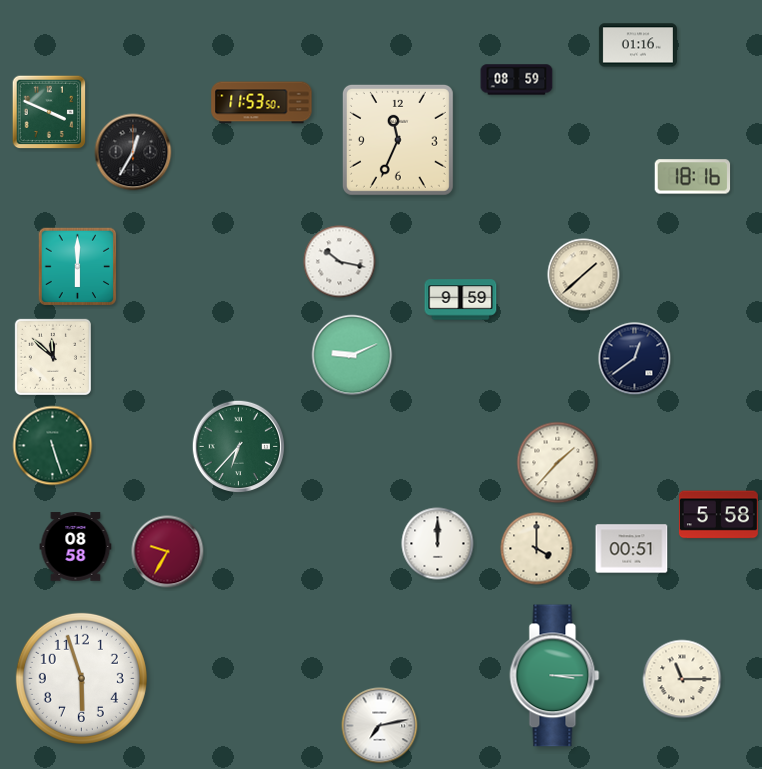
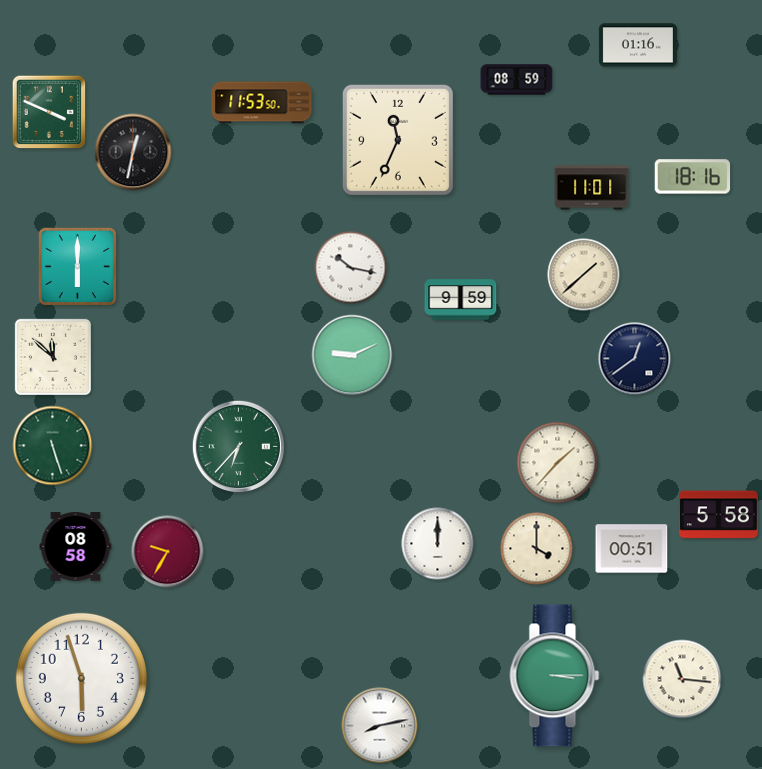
clock at (133, 152): 12:35 -> 12:32
clock at (592, 188): none -> 11:01
clock at (340, 262) position: (340, 262) -> (351, 268)
clock at (682, 679): 11:15 -> 11:16
clock at (380, 726): 7:13 -> 8:13
